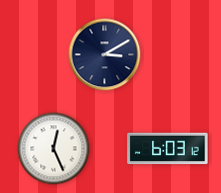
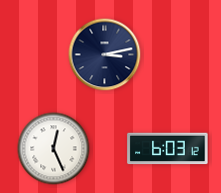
clock at (105, 55): 3:10 -> 3:13
